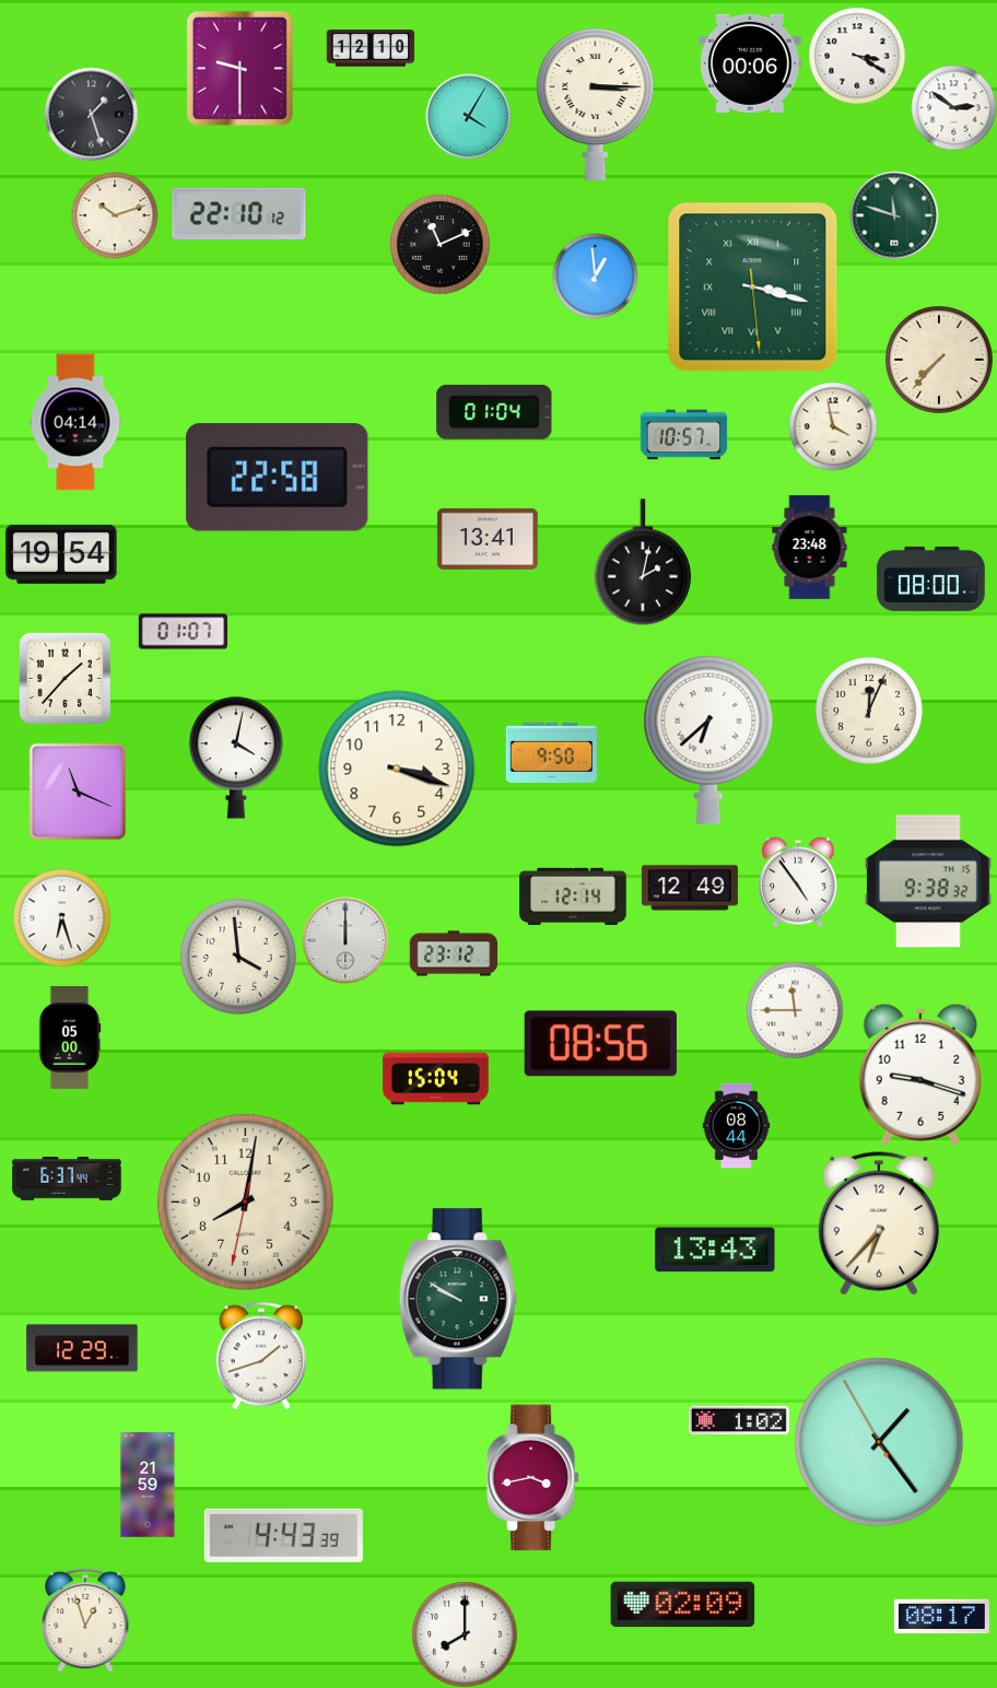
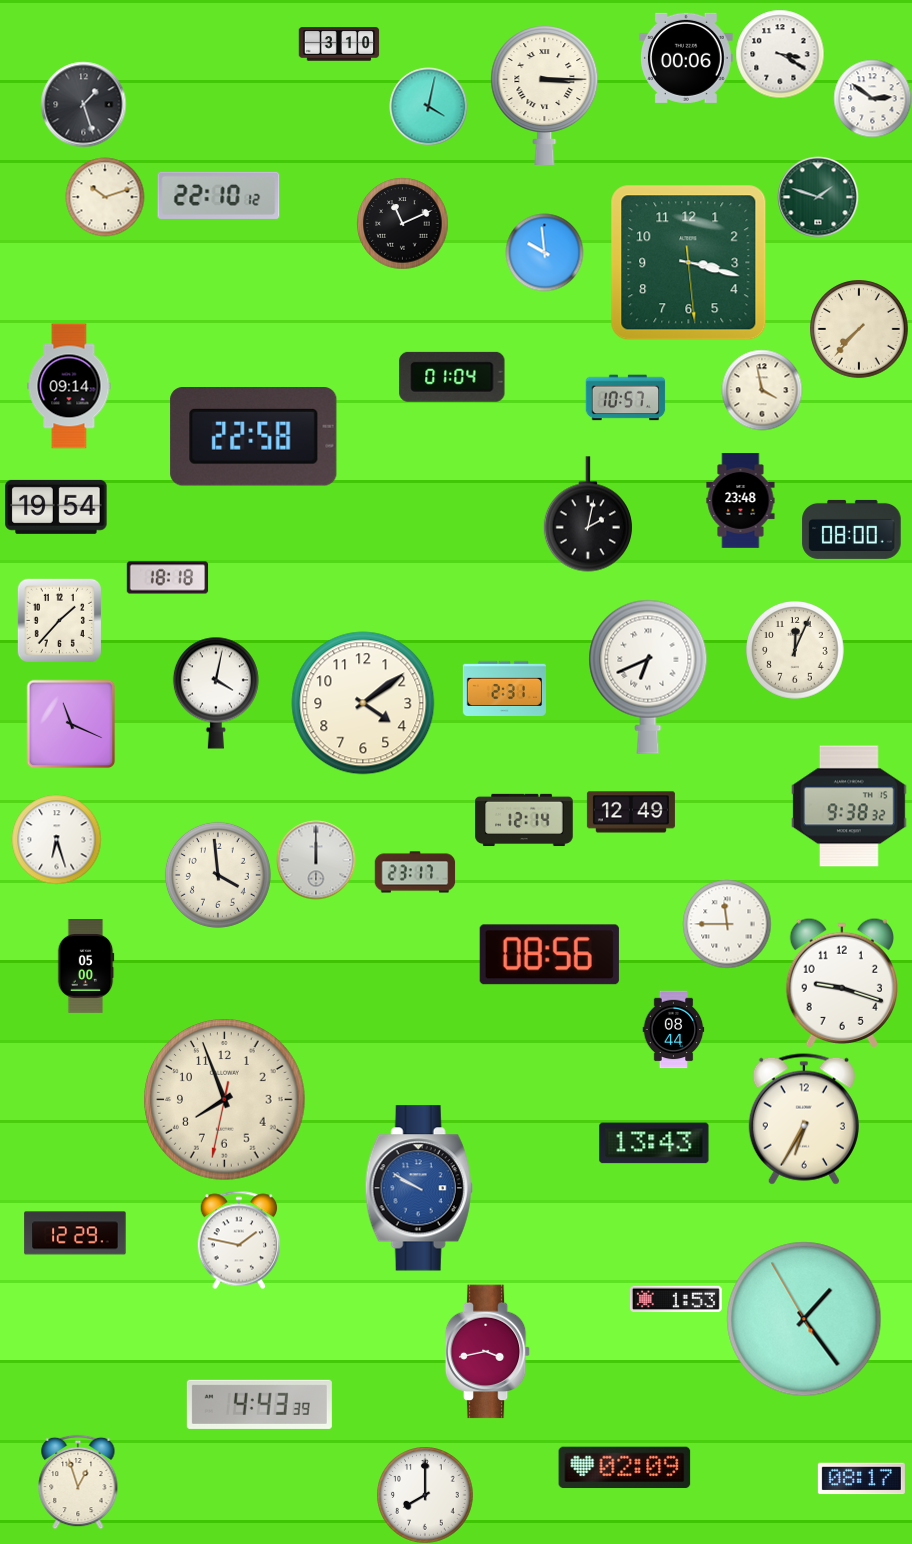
clock at (371, 48): 12:10 -> 3:10
clock at (857, 56) position: (857, 56) -> (780, 54)
clock at (239, 68): 9:30 -> none
clock at (468, 116): 4:05 -> 4:02
clock at (894, 215): 11:48 -> 1:48
clock at (595, 276): 12:59 -> 9:59
clock at (753, 288) numerals: Roman -> Arabic
clock at (75, 422): 04:14 -> 09:14
clock at (488, 539): 13:41 -> none
clock at (183, 632): 01:07 -> 18:18
clock at (708, 740): 6:38 -> 6:41
clock at (551, 752): 9:50 -> 2:31
clock at (397, 769): 3:18 -> 4:09
clock at (798, 882): 4:54 -> none
clock at (454, 953): 23:12 -> 23:17
clock at (70, 1039) position: (70, 1039) -> (86, 967)
clock at (436, 1079): 15:04 -> none
clock at (67, 1179): 6:37 -> none
clock at (246, 1203): 8:01 -> 7:56
clock at (879, 1223): 6:37 -> 6:35
clock at (458, 1299) dial: green -> blue
clock at (260, 1356): 1:42 -> 1:47
clock at (739, 1420): 1:02 -> 1:53
clock at (148, 1485): 21:59 -> none
